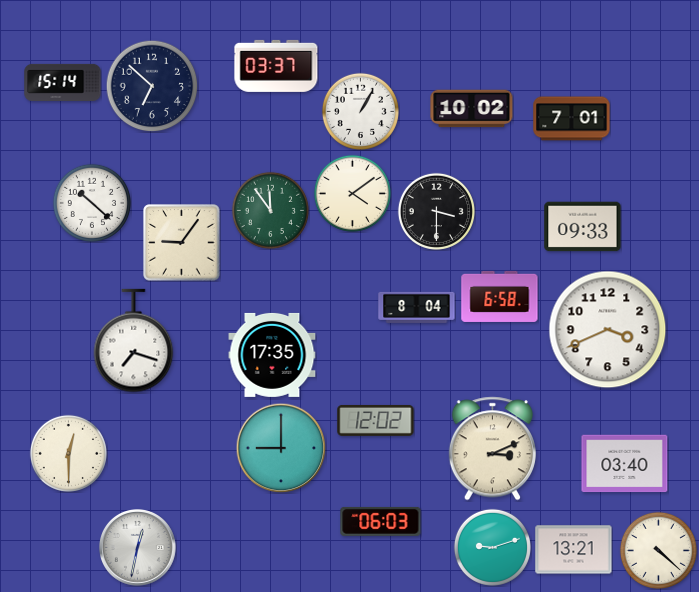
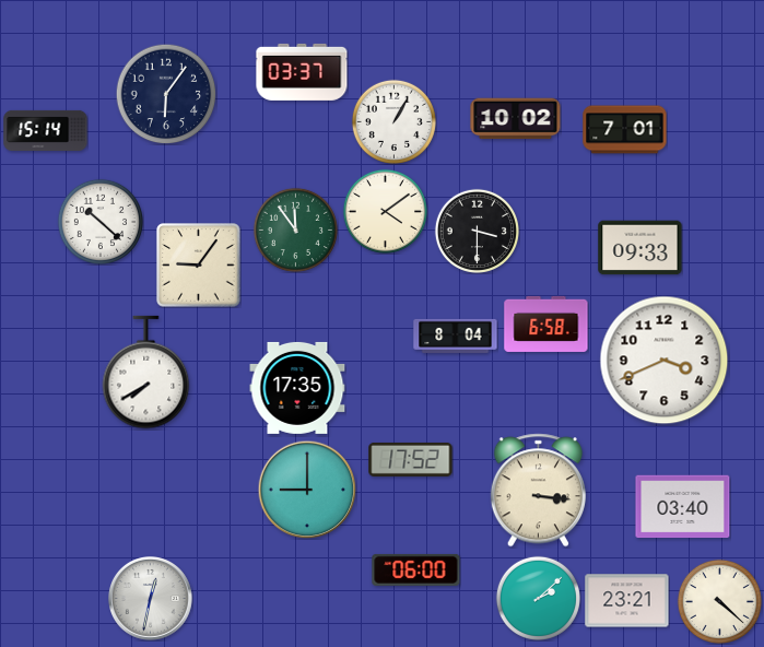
clock at (63, 82) position: (63, 82) -> (46, 130)
clock at (152, 86): 6:52 -> 6:06
clock at (583, 227) position: (583, 227) -> (640, 248)
clock at (134, 341): 7:18 -> 7:40
clock at (376, 420): 12:02 -> 17:52
clock at (492, 449): 3:11 -> 3:16
clock at (68, 453): 12:30 -> none
clock at (381, 521): 06:03 -> 06:00
clock at (492, 547): 9:12 -> 2:08
clock at (574, 550): 13:21 -> 23:21
